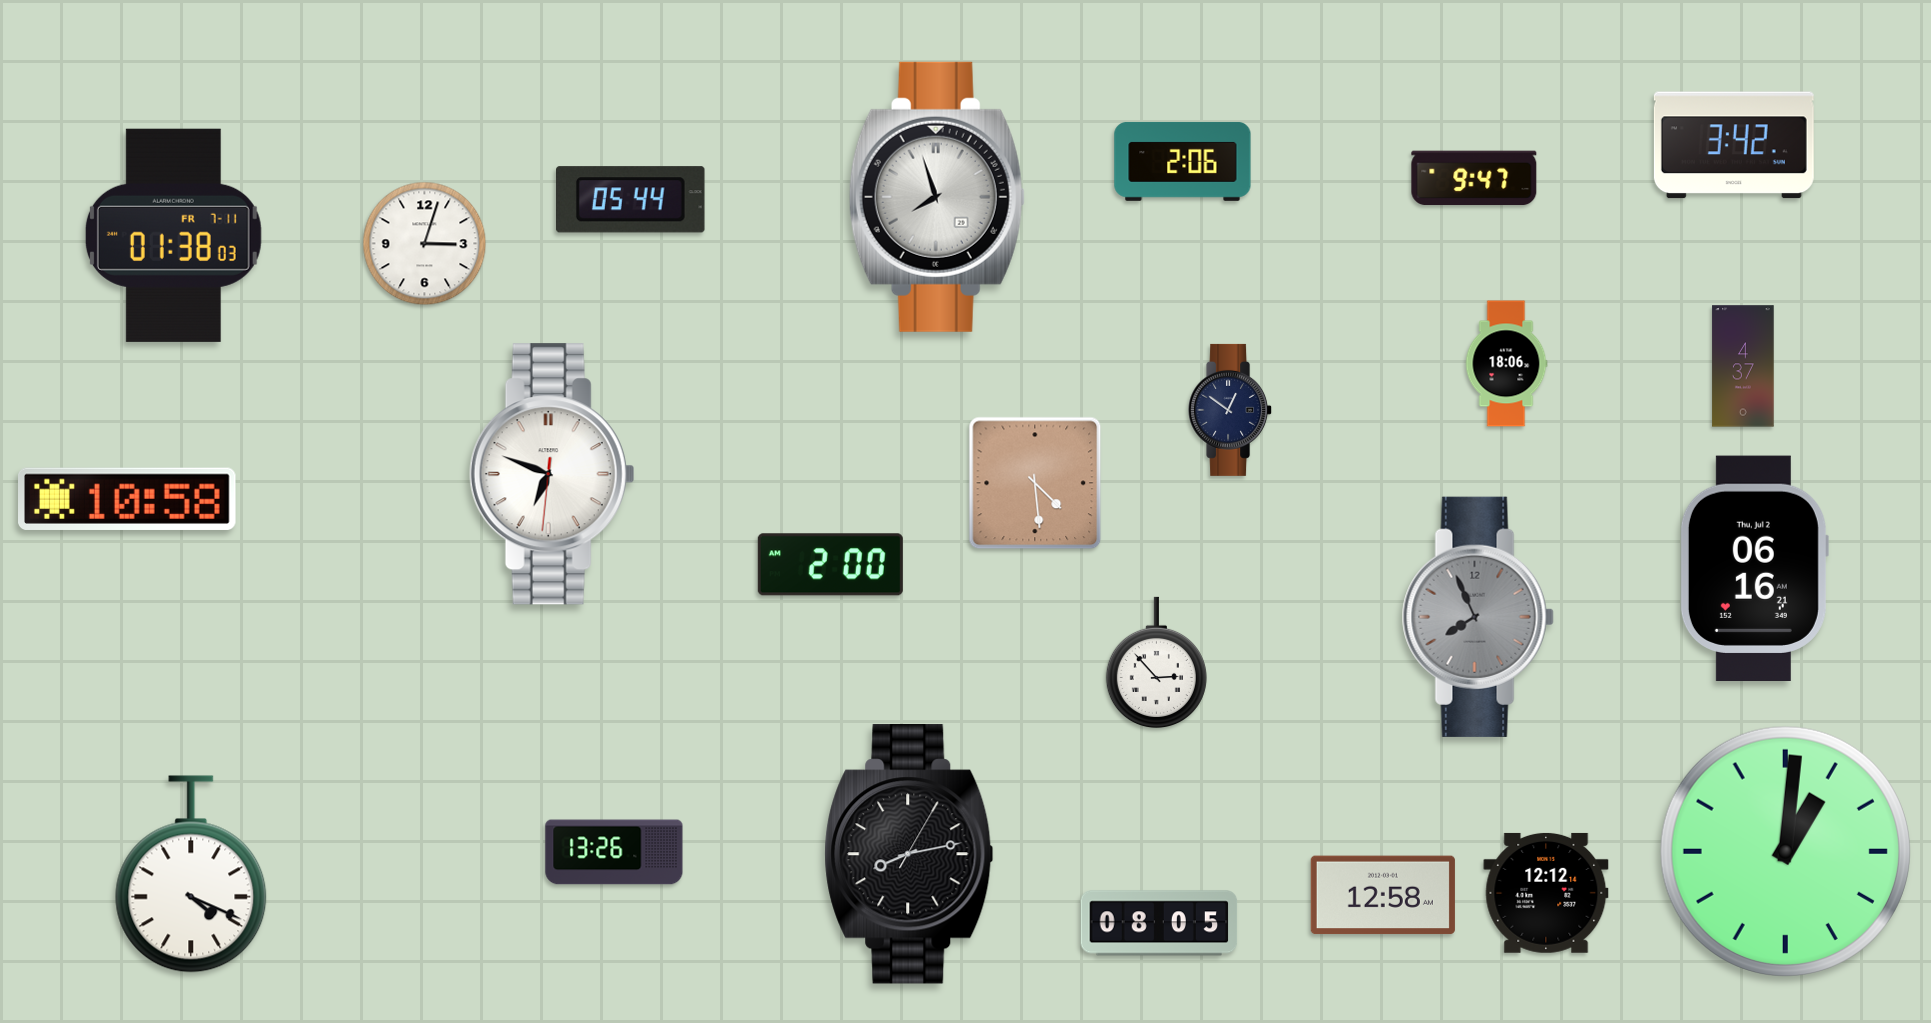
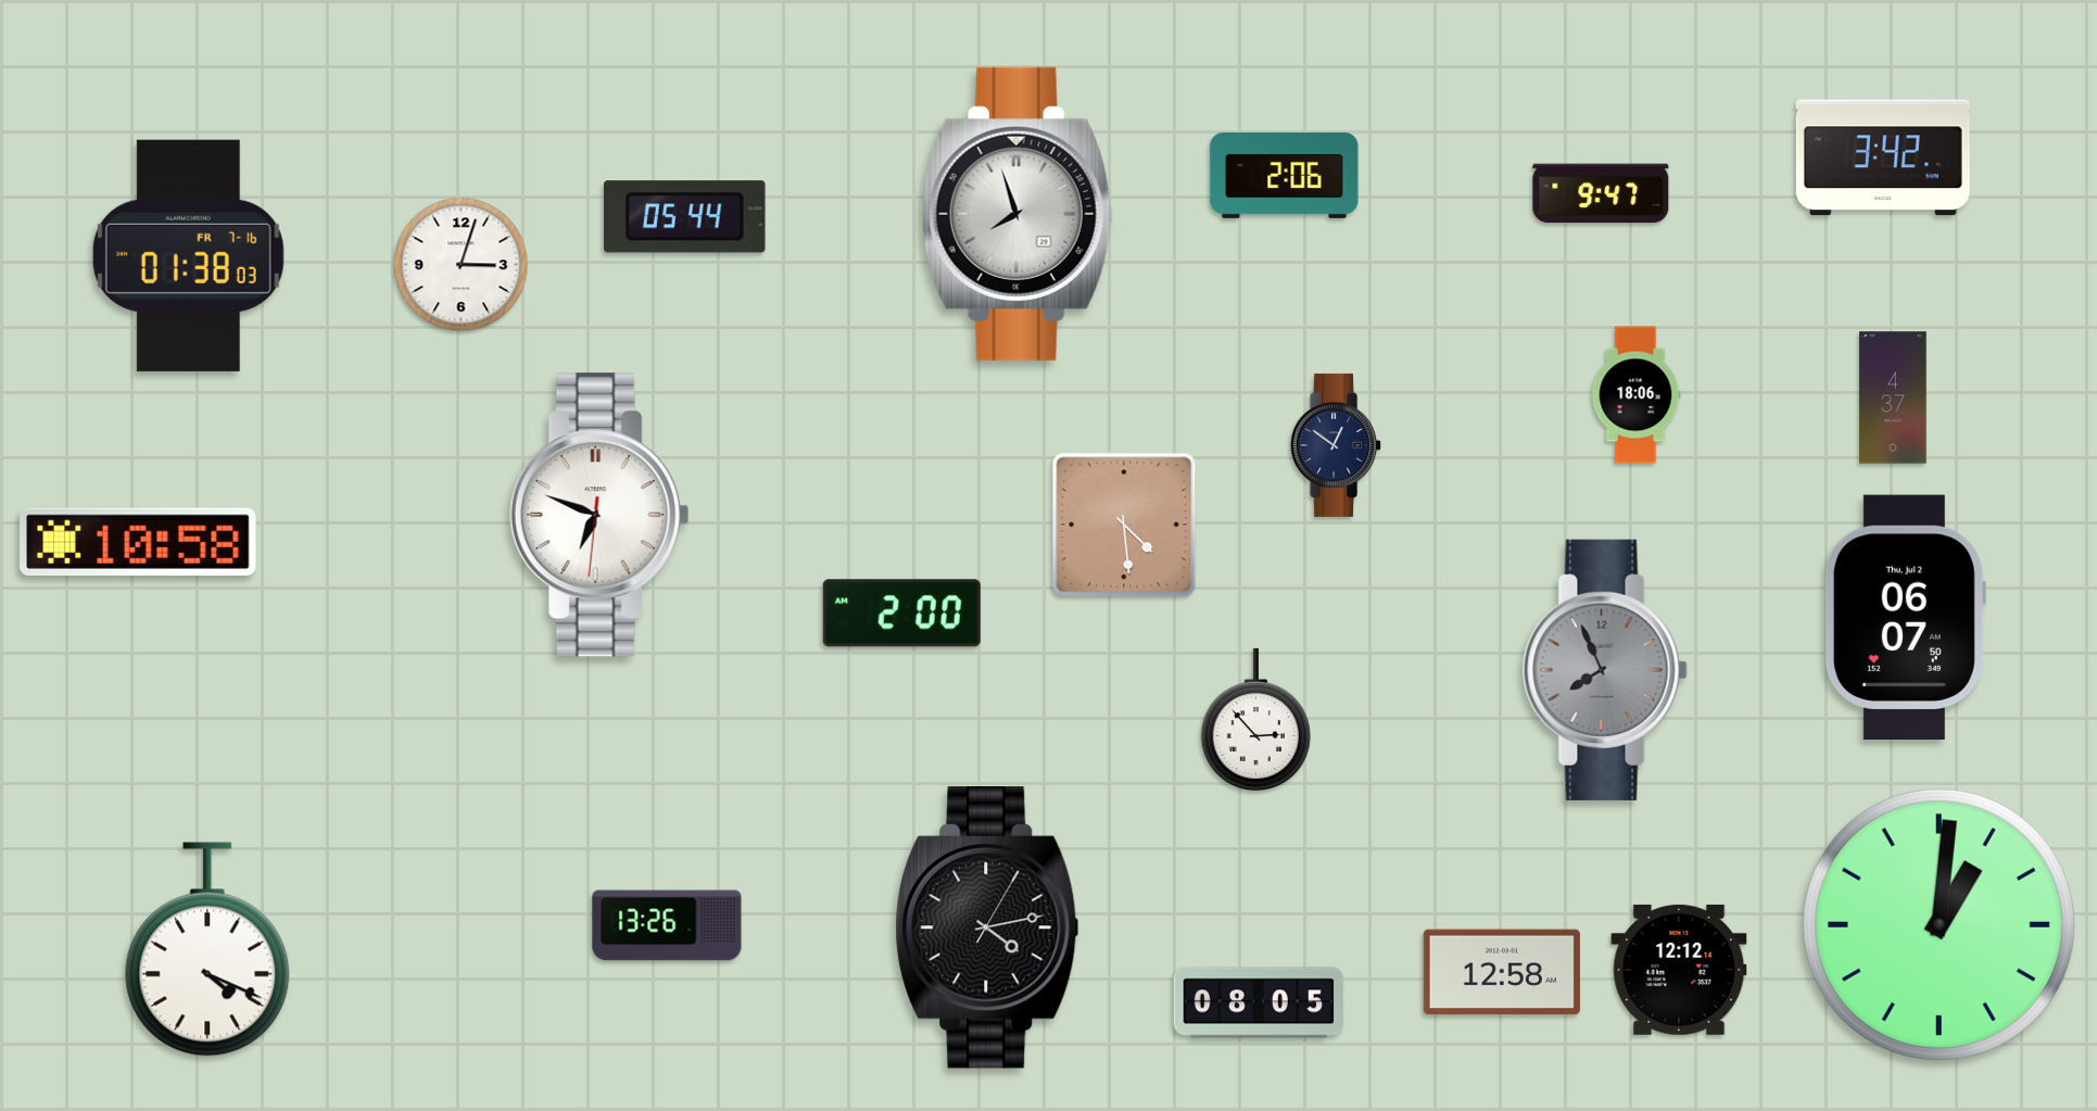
clock at (173, 235) date: FR 7-11 -> FR 7-16
clock at (1754, 568): 06:16 -> 06:07
clock at (909, 855): 8:13 -> 4:13
